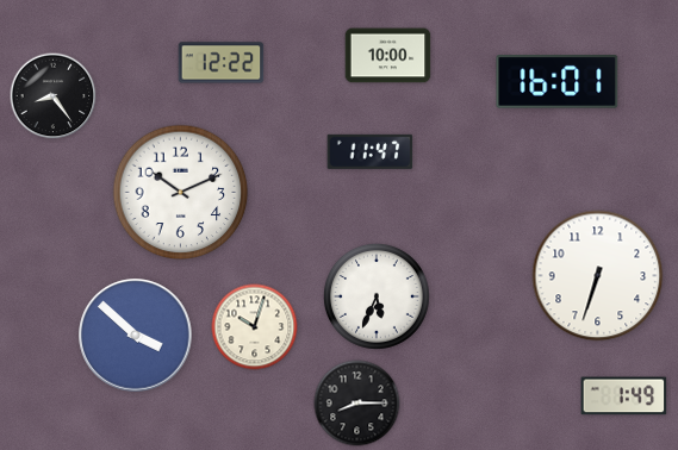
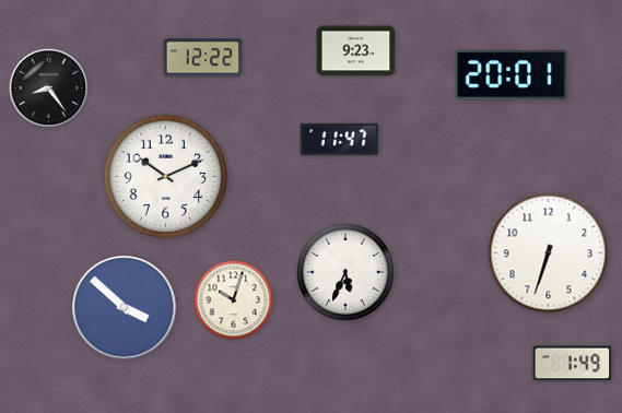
clock at (388, 56): 10:00 -> 9:23
clock at (558, 82): 16:01 -> 20:01
clock at (357, 404): 8:15 -> none
